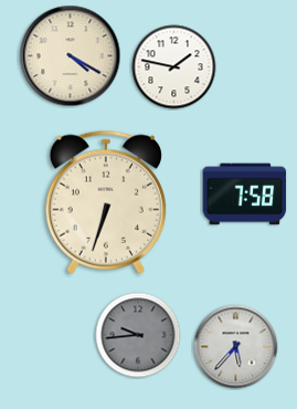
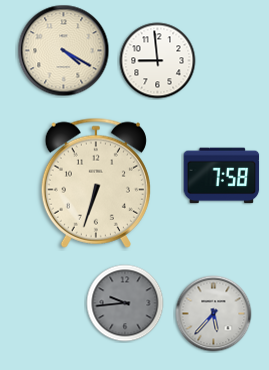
clock at (174, 67): 1:47 -> 8:59
